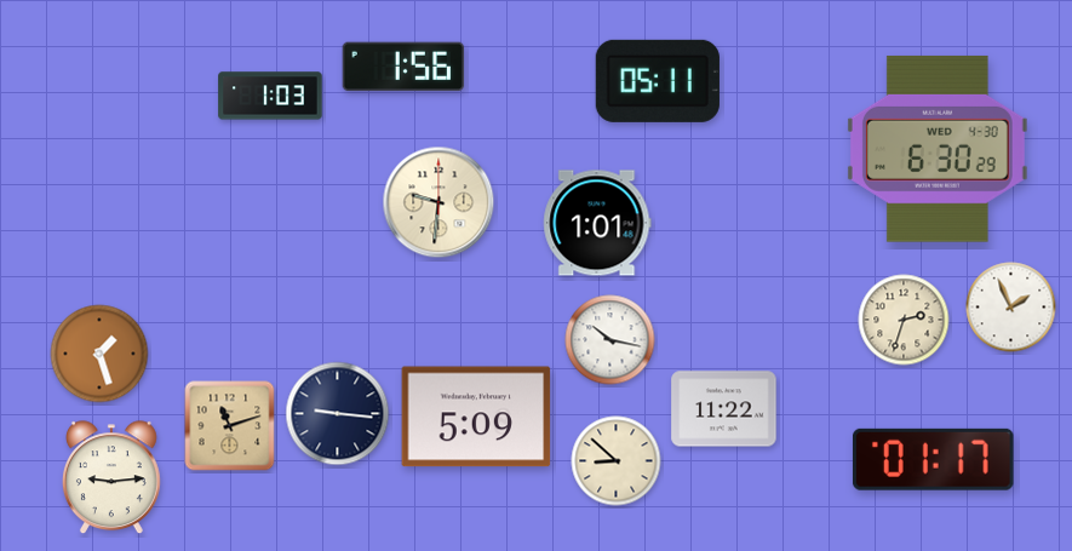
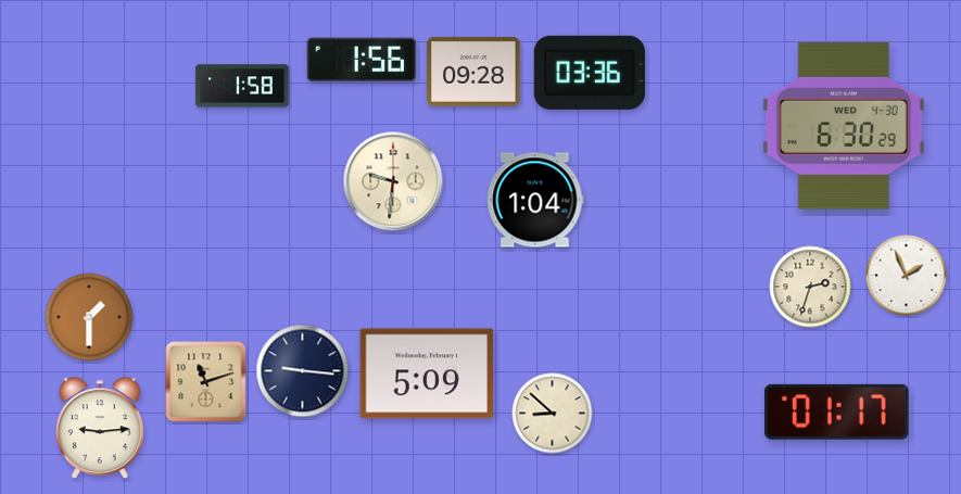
clock at (473, 73): none -> 09:28
clock at (658, 81): 05:11 -> 03:36
clock at (270, 96): 1:03 -> 1:58
clock at (938, 149) position: (938, 149) -> (844, 126)
clock at (597, 223): 1:01 -> 1:04
clock at (610, 340): 10:17 -> none
clock at (99, 354): 1:27 -> 1:30
clock at (724, 409): 11:22 -> none
